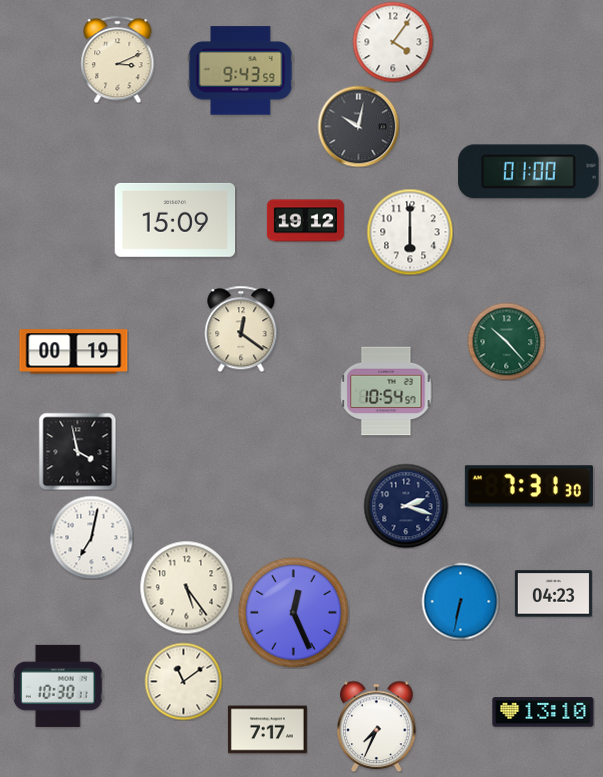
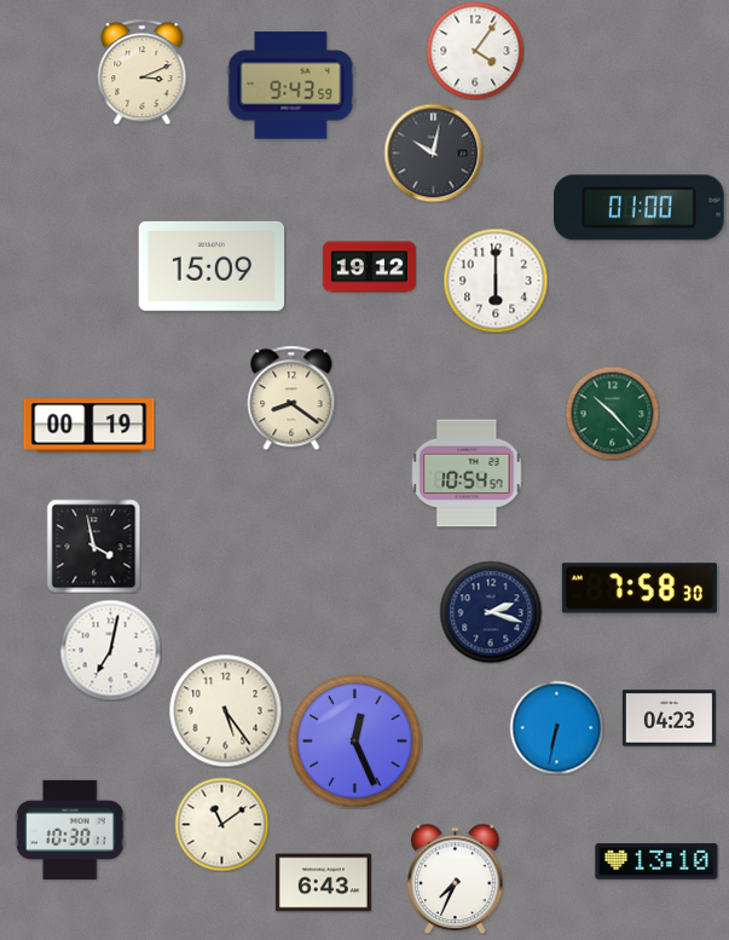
clock at (241, 329): 12:21 -> 8:21
clock at (529, 486): 7:31 -> 7:58
clock at (267, 730): 7:17 -> 6:43
